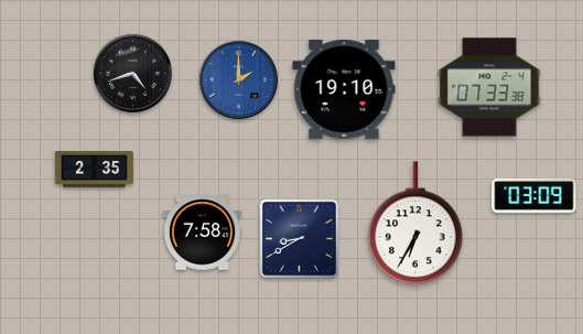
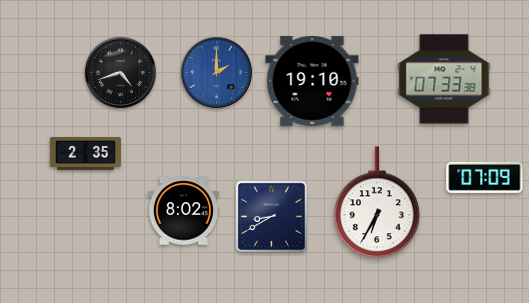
clock at (132, 73) position: (132, 73) -> (120, 72)
clock at (535, 195): 03:09 -> 07:09
clock at (202, 233): 7:58 -> 8:02
